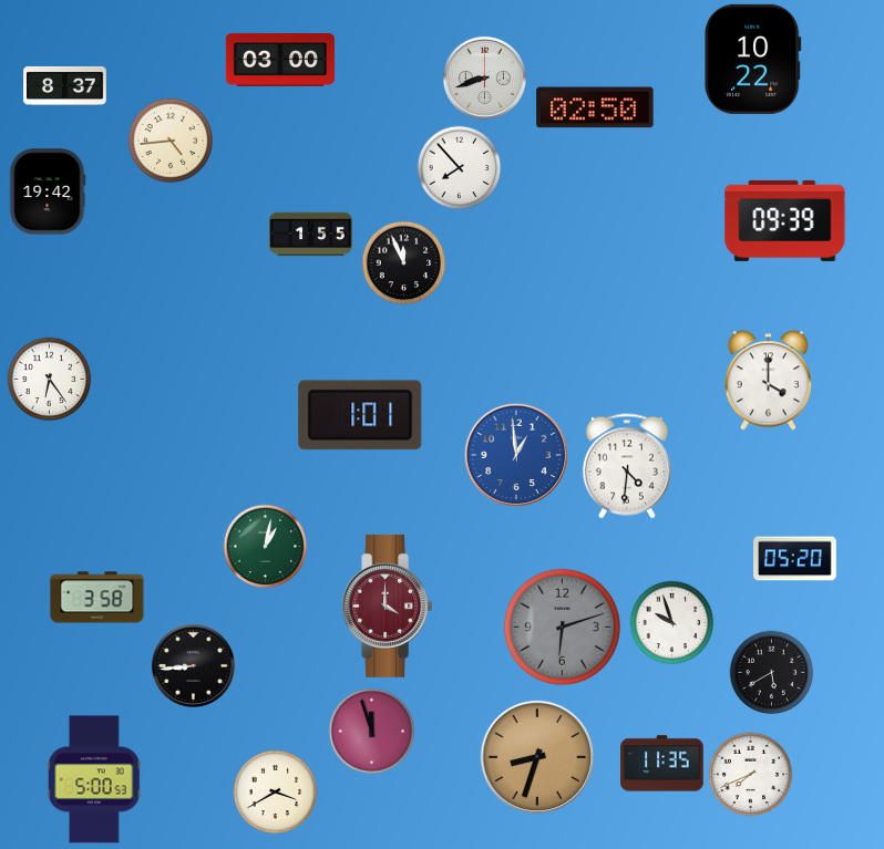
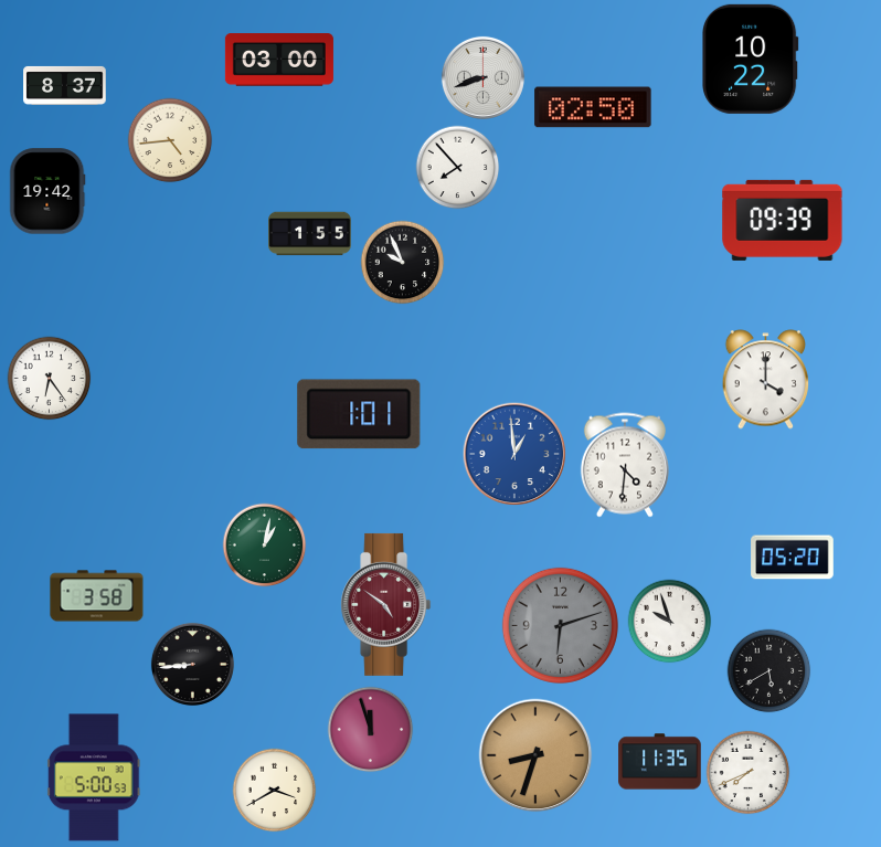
clock at (404, 263): 11:56 -> 9:56
clock at (388, 605): 4:00 -> 4:51
